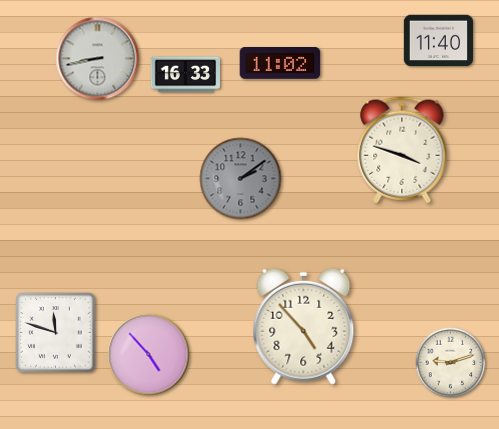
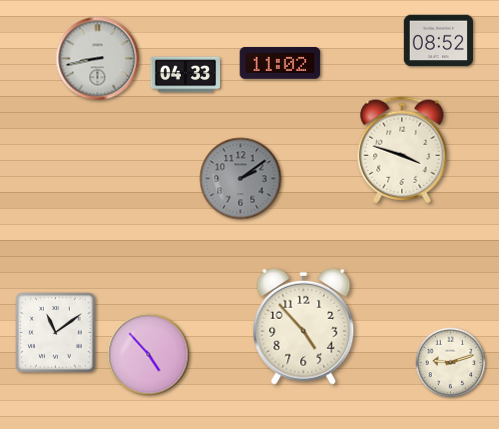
clock at (438, 41): 11:40 -> 08:52
clock at (185, 75): 16:33 -> 04:33
clock at (56, 333): 11:48 -> 11:09
